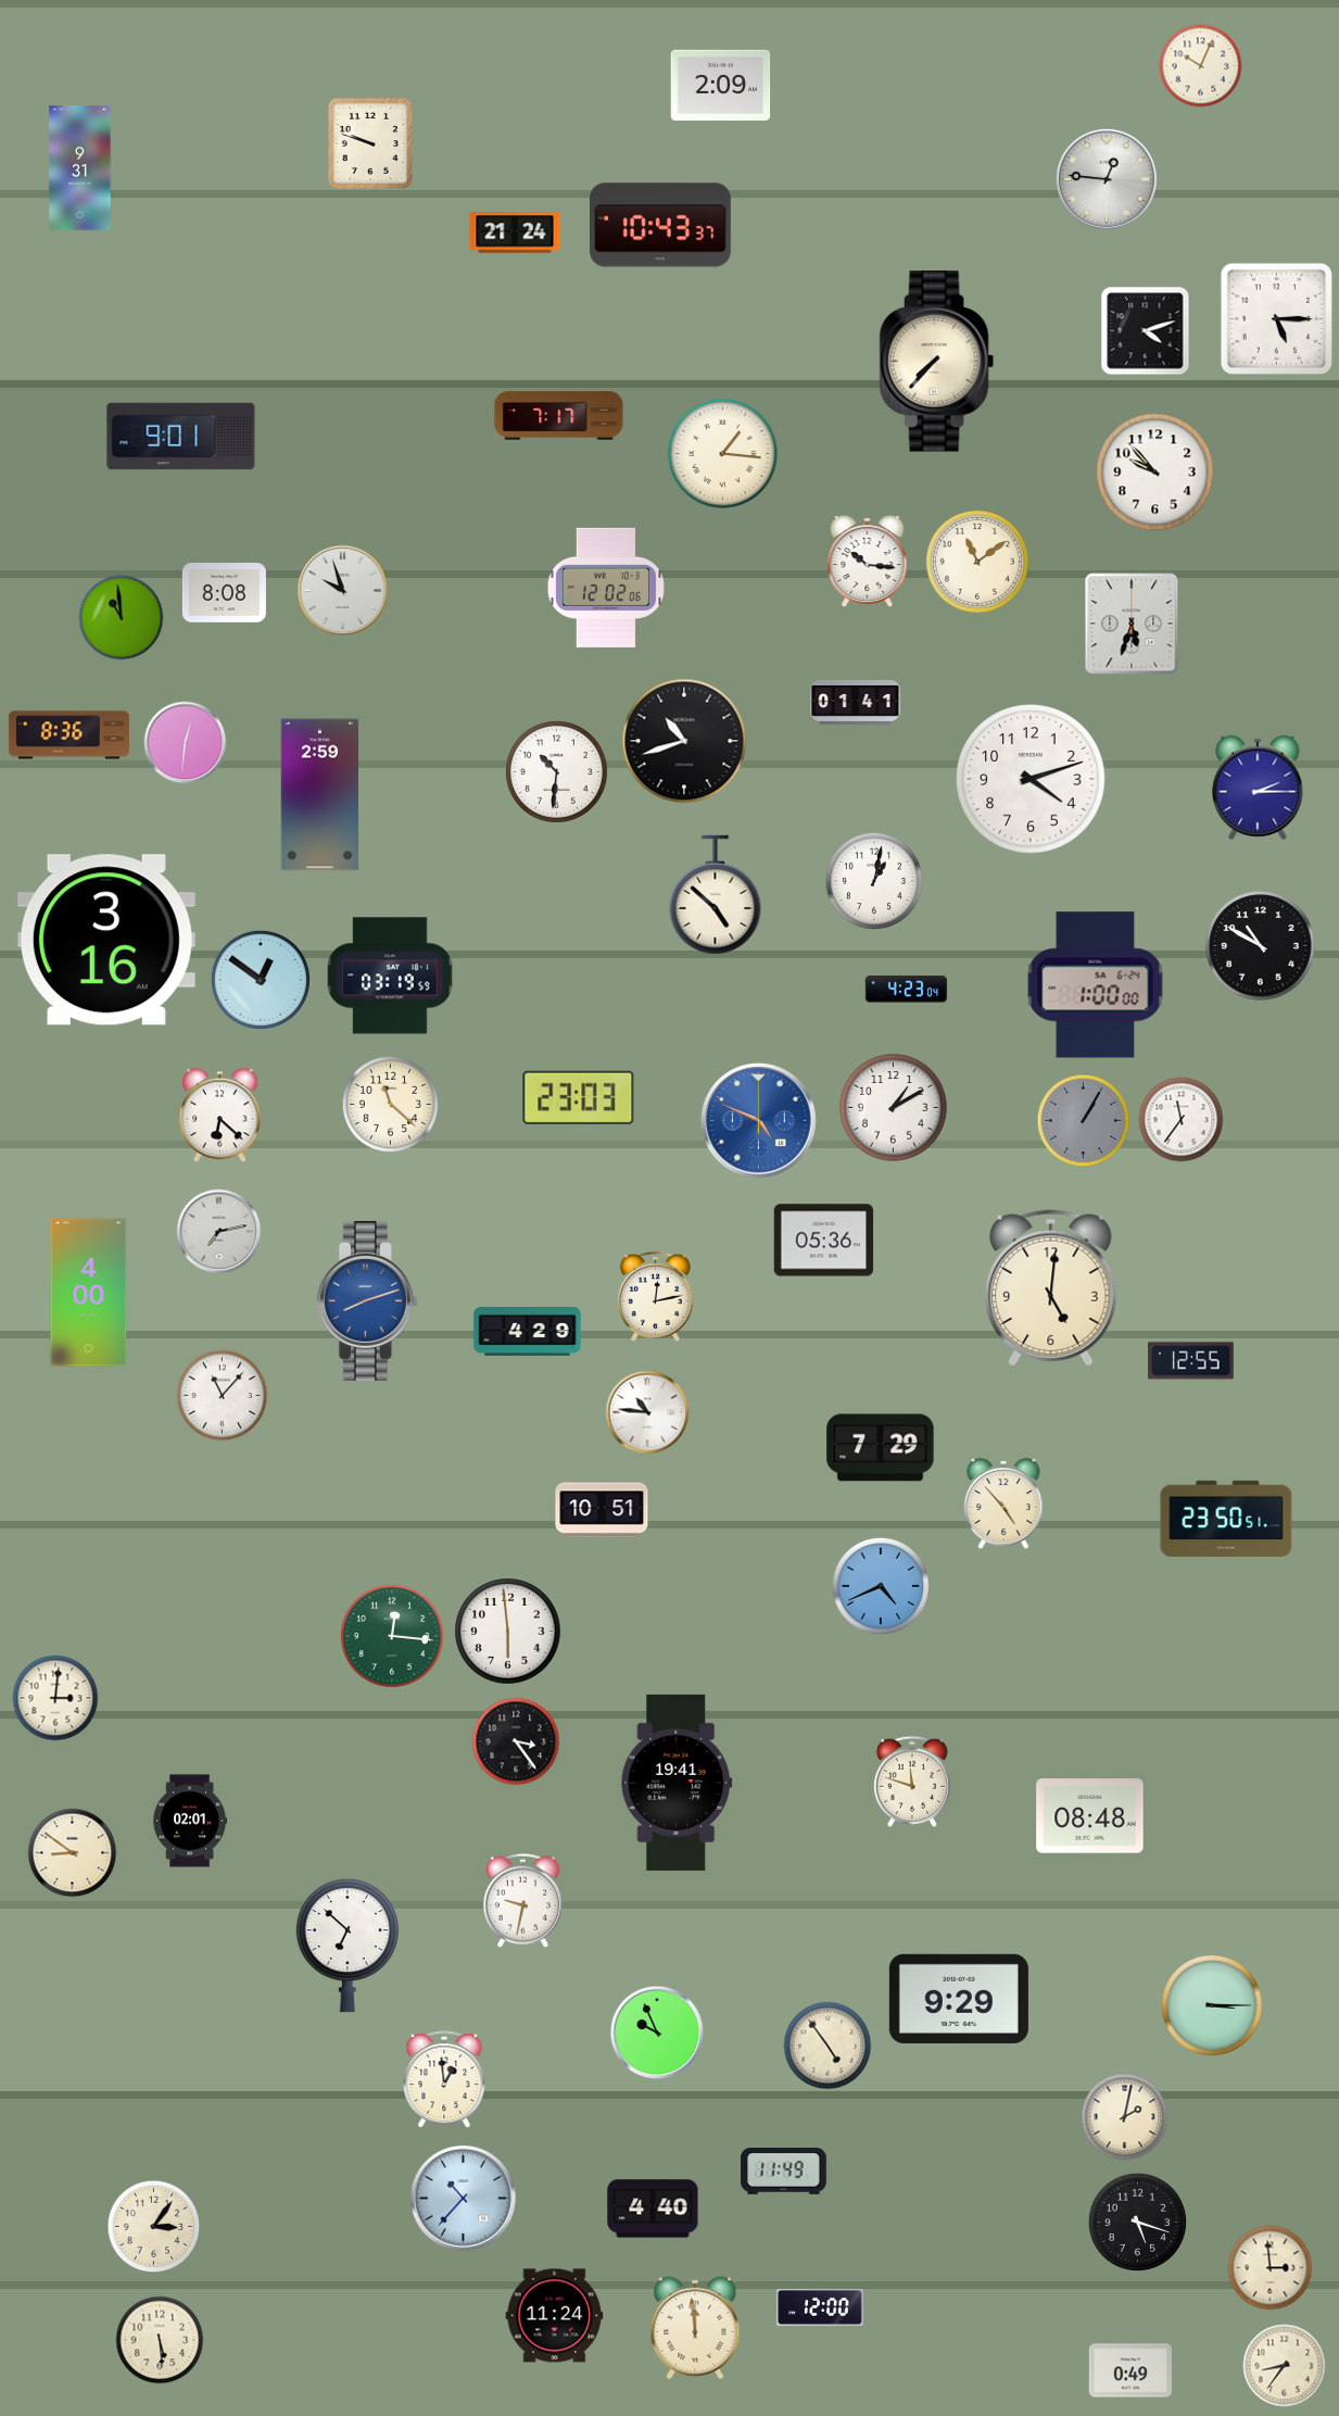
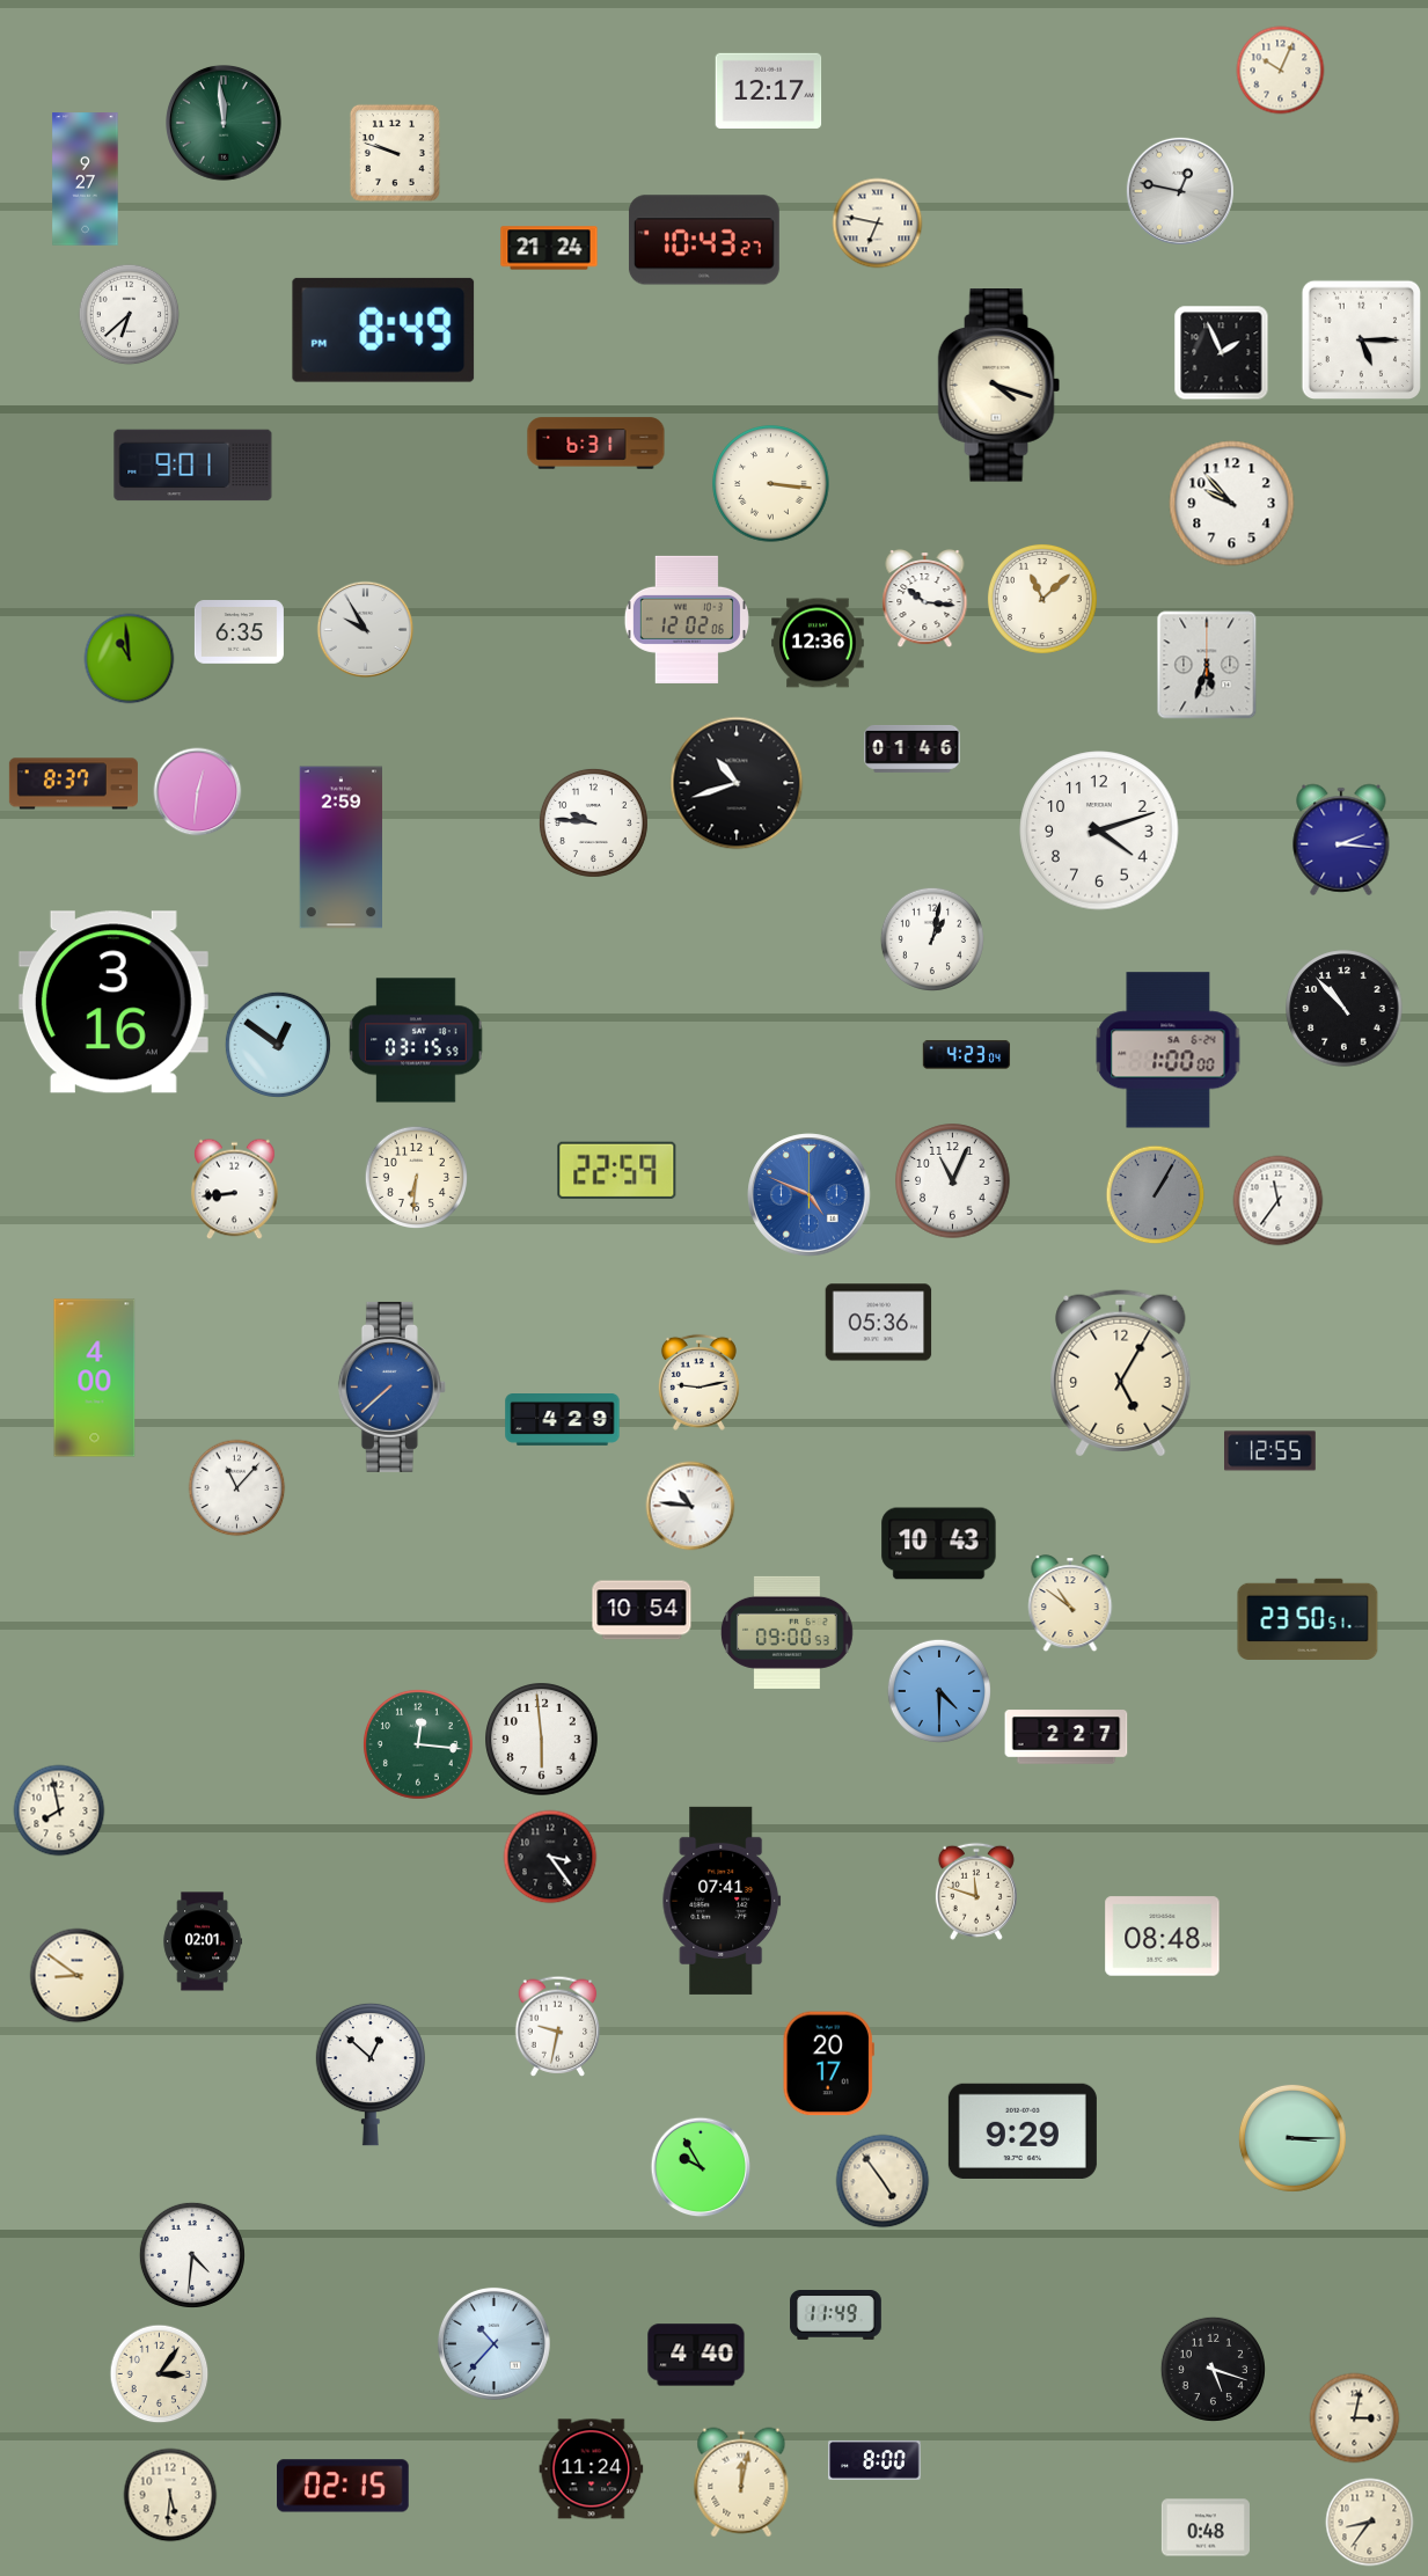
clock at (721, 85): 2:09 -> 12:17
clock at (225, 124): none -> 11:59
clock at (80, 168): 9:31 -> 9:27
clock at (1107, 179): 12:46 -> 12:47
clock at (878, 224): none -> 6:47
clock at (660, 225): 10:43:37 -> 10:43:27
clock at (130, 315): none -> 6:38
clock at (383, 330): none -> 8:49
clock at (1146, 331): 4:12 -> 1:56
clock at (937, 362): 7:37 -> 4:18
clock at (559, 416): 7:17 -> 6:31
clock at (723, 454): 1:16 -> 3:16
clock at (977, 562): 11:09 -> 11:08
clock at (606, 588) position: (606, 588) -> (687, 620)
clock at (343, 591): 9:57 -> 9:55
clock at (224, 593): 8:08 -> 6:35
clock at (818, 643): none -> 12:36
clock at (856, 702): 01:41 -> 01:46
clock at (68, 735): 8:36 -> 8:37
clock at (684, 741) position: (684, 741) -> (737, 783)
clock at (556, 771): 10:31 -> 9:46
clock at (1258, 788): 2:15 -> 2:16
clock at (716, 895): 4:52 -> none
clock at (1261, 946): 10:50 -> 10:53
clock at (390, 976): 03:19 -> 03:15
clock at (579, 1097): 23:03 -> 22:59
clock at (390, 1104): 11:22 -> 6:31
clock at (894, 1108): 1:10 -> 11:04
clock at (220, 1116): 6:22 -> 8:44
clock at (1182, 1120) position: (1182, 1120) -> (1279, 1201)
clock at (219, 1232): 7:13 -> none
clock at (1051, 1288): 5:01 -> 5:05
clock at (655, 1296): 12:13 -> 9:13
clock at (367, 1300): 8:12 -> 7:38
clock at (881, 1448): 7:29 -> 10:43
clock at (1003, 1505): 4:53 -> 10:51
clock at (602, 1510): 10:51 -> 10:54
clock at (786, 1632): none -> 09:00
clock at (881, 1586): 4:41 -> 4:30
clock at (1067, 1737): none -> 2:27
clock at (55, 1698): 3:01 -> 7:58
clock at (912, 1782) position: (912, 1782) -> (976, 1891)
clock at (677, 1783): 19:41 -> 07:41
clock at (828, 2064): none -> 20:17
clock at (348, 1946): 6:52 -> 12:52
clock at (657, 2033): 9:56 -> 9:55
clock at (444, 2080): 12:59 -> none
clock at (192, 2255): none -> 4:31
clock at (1125, 2117): 2:02 -> none
clock at (154, 2227) position: (154, 2227) -> (160, 2374)
clock at (1271, 2268): 2:59 -> 3:02
clock at (820, 2307): 12:00 -> 8:00
clock at (695, 2328): 11:59 -> 12:02
clock at (343, 2486): none -> 02:15
clock at (160, 2340): 5:29 -> 5:31
clock at (1130, 2370): 0:49 -> 0:48
